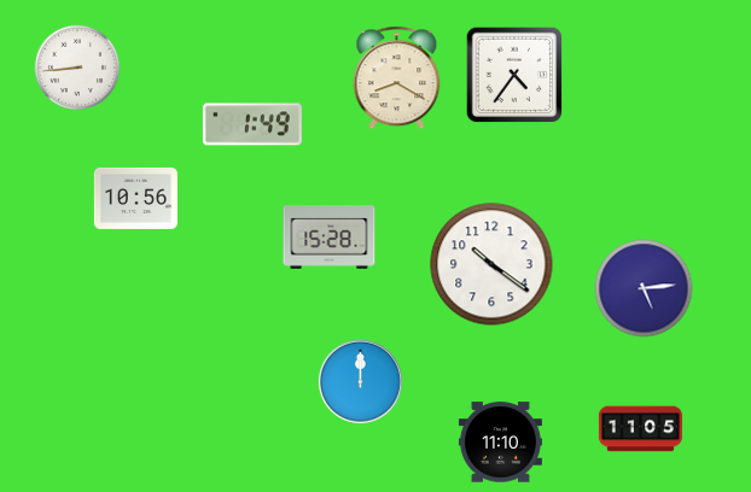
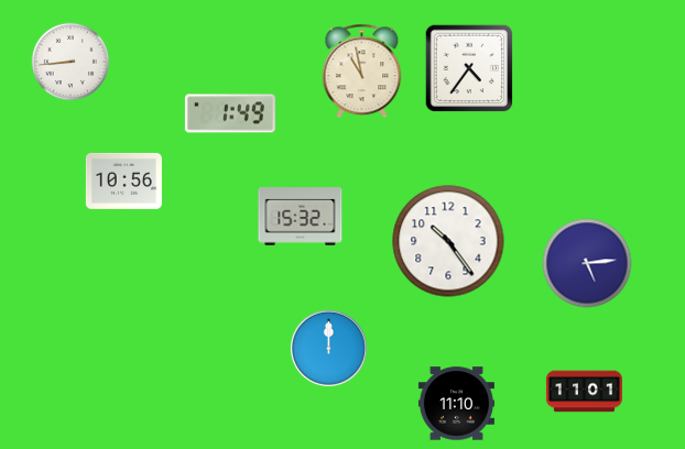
clock at (397, 78): 8:20 -> 10:58
clock at (330, 238): 15:28 -> 15:32
clock at (491, 264): 10:21 -> 10:24
clock at (640, 429): 11:05 -> 11:01
